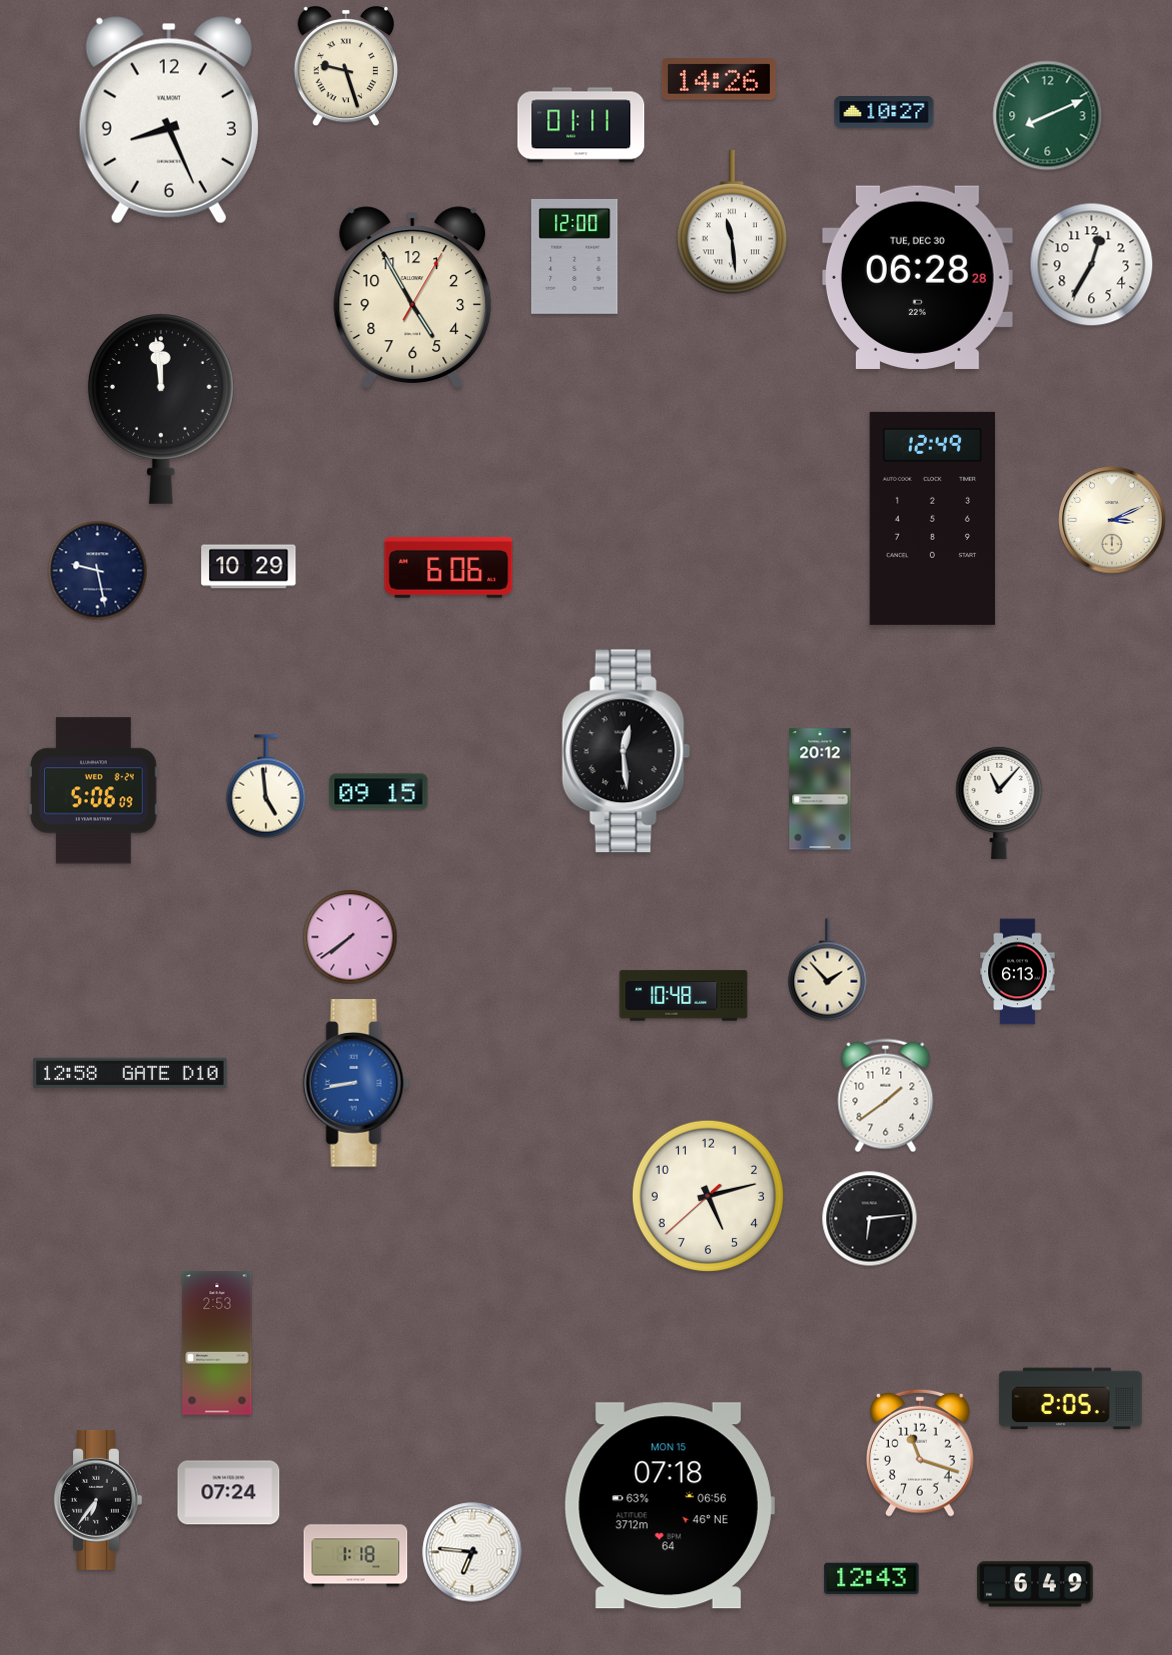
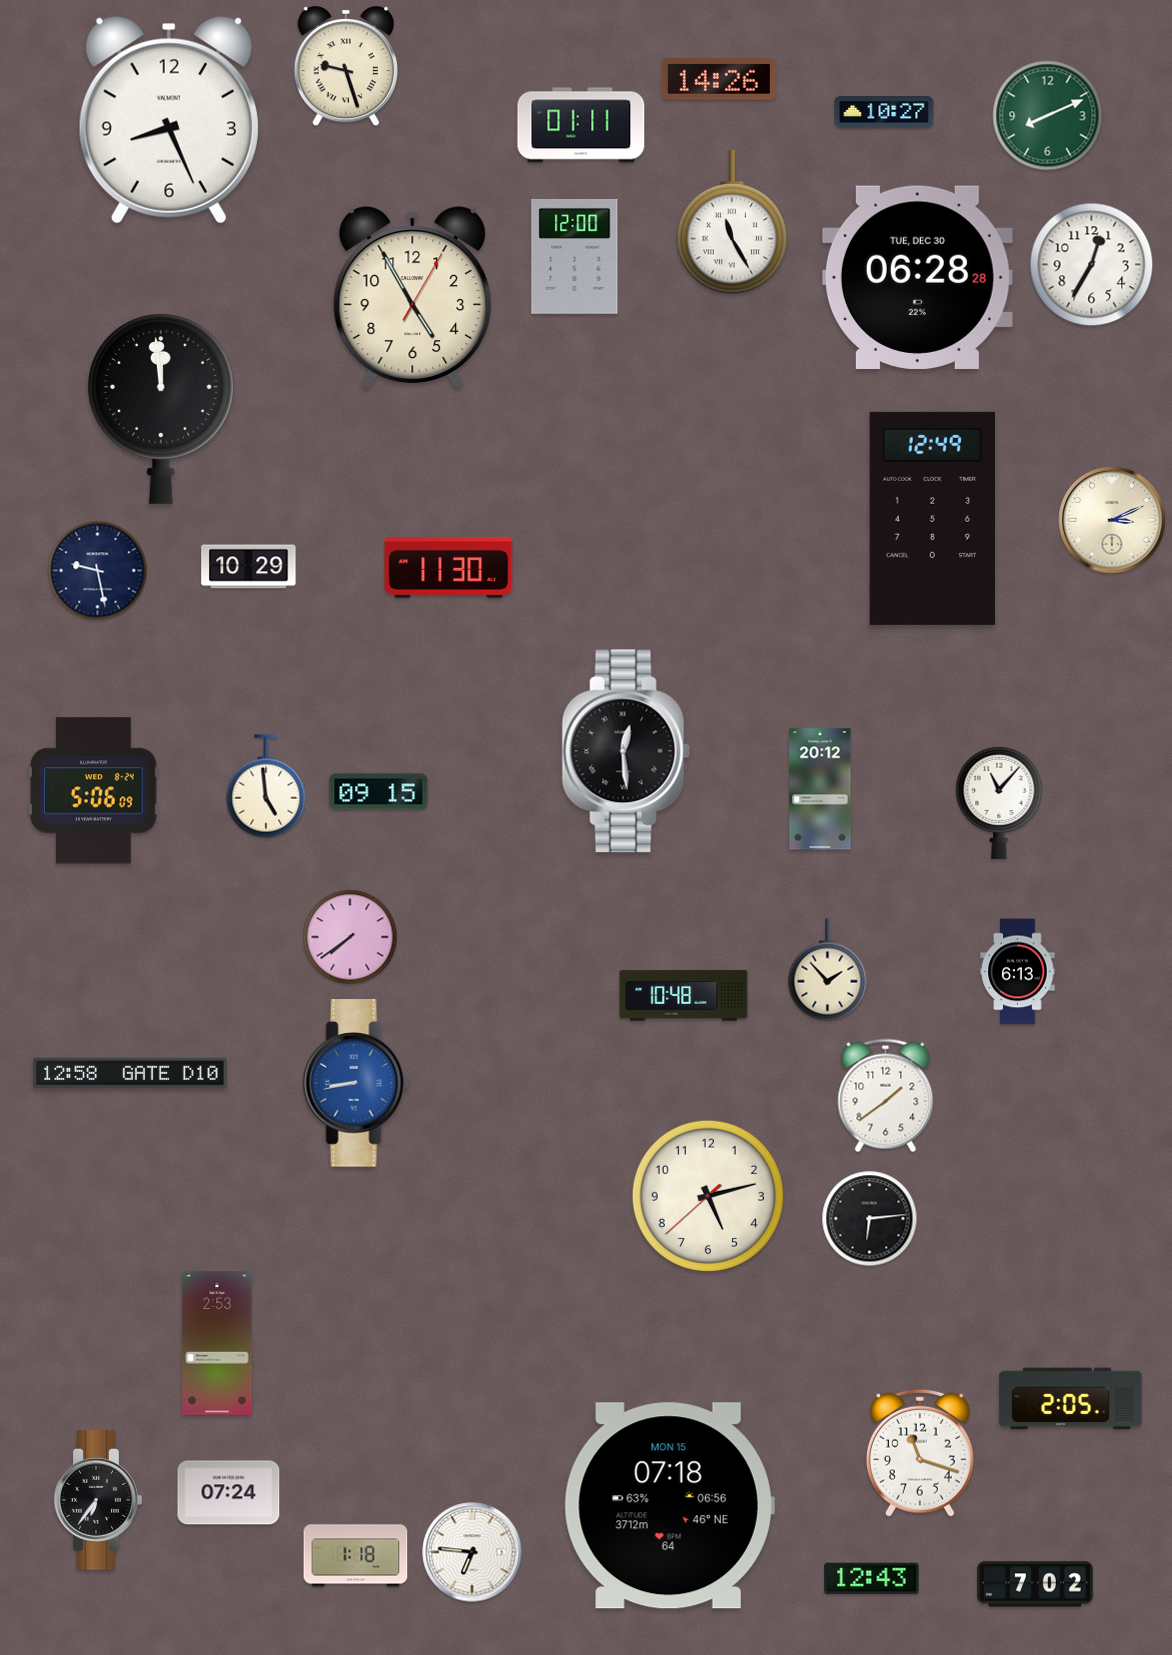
clock at (732, 223): 11:29 -> 11:25
clock at (449, 567): 6:06 -> 11:30
clock at (1035, 1584): 6:49 -> 7:02
